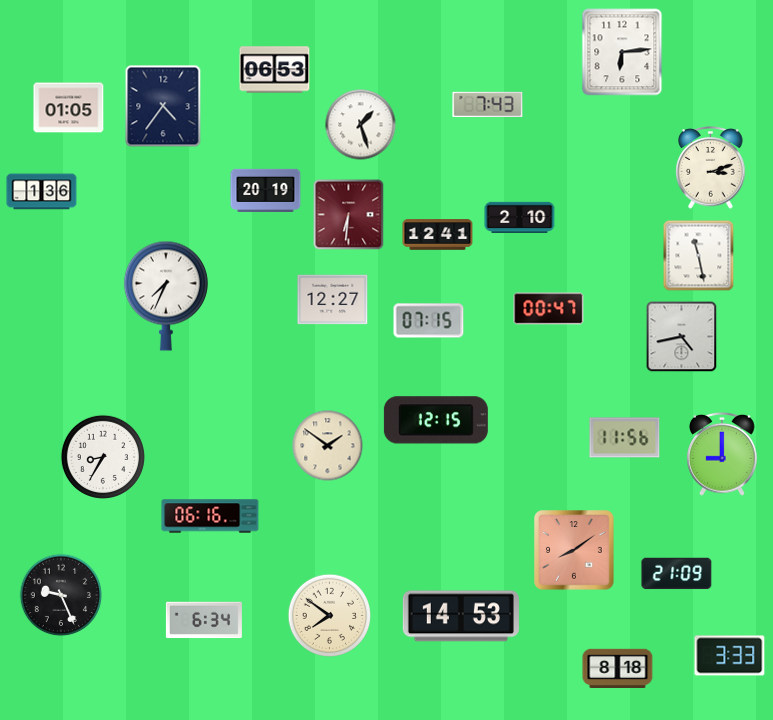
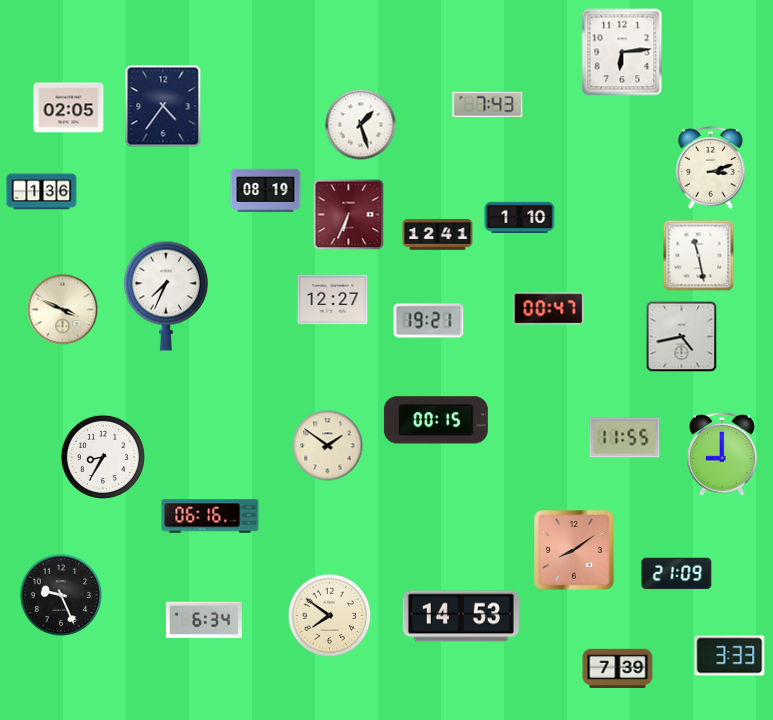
clock at (275, 70): 06:53 -> none
clock at (69, 108): 01:05 -> 02:05
clock at (266, 190): 20:19 -> 08:19
clock at (349, 215): 6:31 -> 6:34
clock at (520, 218): 2:10 -> 1:10
clock at (63, 310): none -> 3:49
clock at (429, 321): 07:15 -> 19:21
clock at (436, 420): 12:15 -> 00:15
clock at (625, 438): 11:56 -> 11:55
clock at (618, 669): 8:18 -> 7:39
